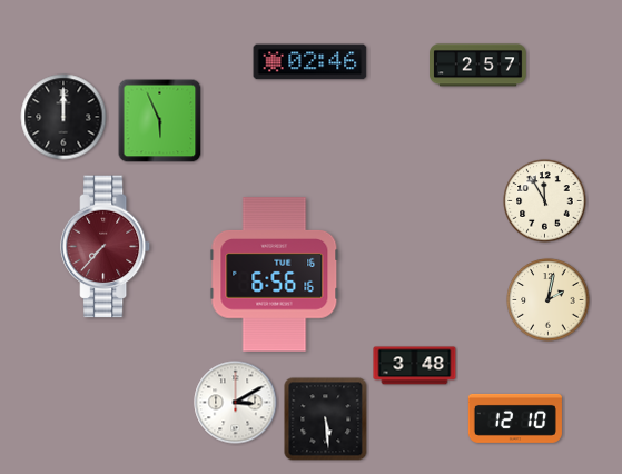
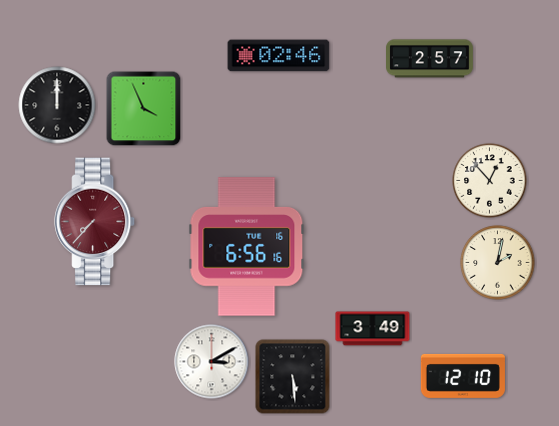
clock at (160, 121): 5:56 -> 3:56
clock at (545, 201): 11:55 -> 12:53
clock at (549, 300) position: (549, 300) -> (498, 263)
clock at (415, 366): 3:48 -> 3:49
